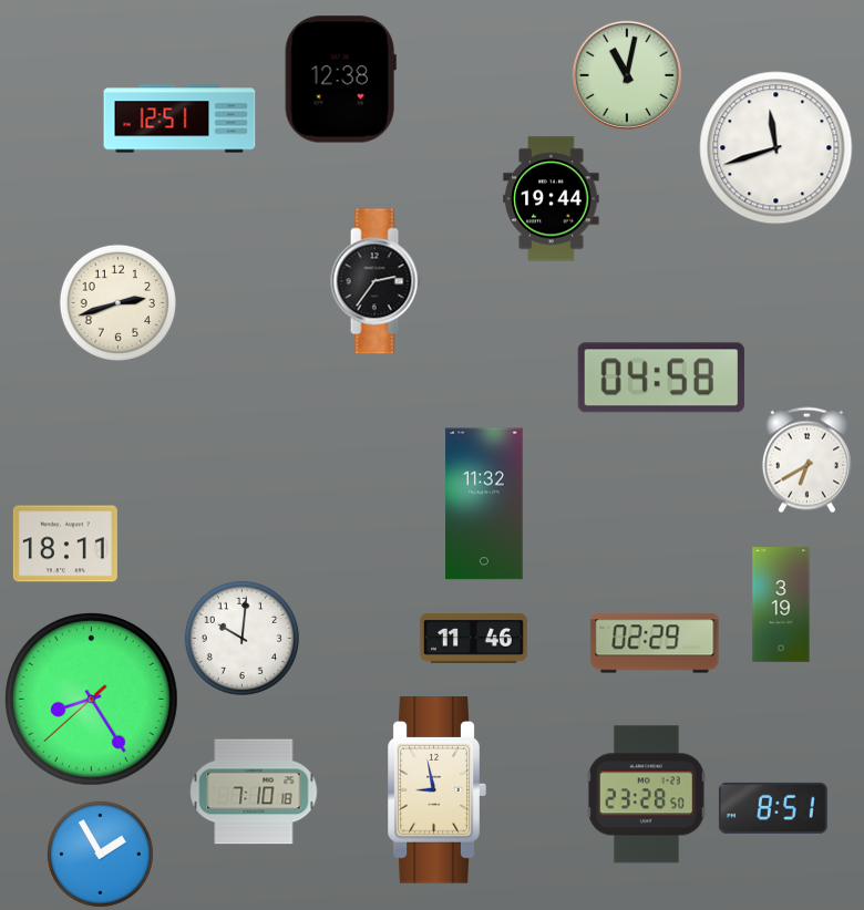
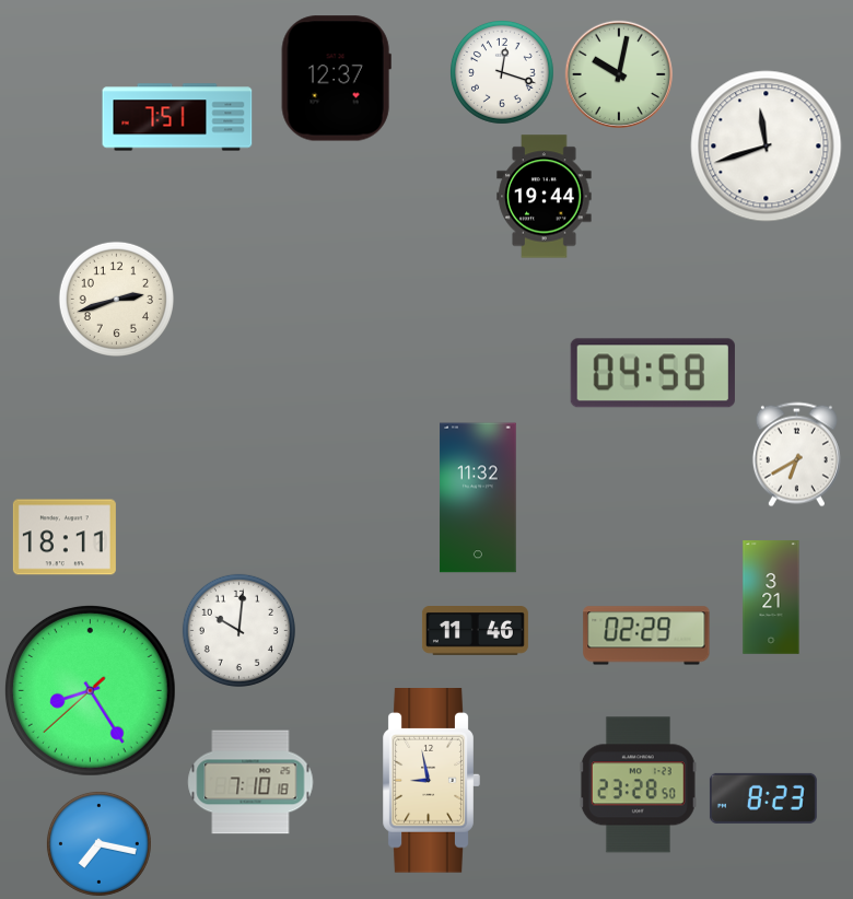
clock at (502, 72): none -> 12:18
clock at (627, 75): 11:02 -> 10:02
clock at (340, 80): 12:38 -> 12:37
clock at (179, 118): 12:51 -> 7:51
clock at (377, 281): 2:36 -> none
clock at (781, 604): 3:19 -> 3:21
clock at (473, 639) position: (473, 639) -> (475, 631)
clock at (773, 808): 8:51 -> 8:23
clock at (100, 854): 1:55 -> 7:17
